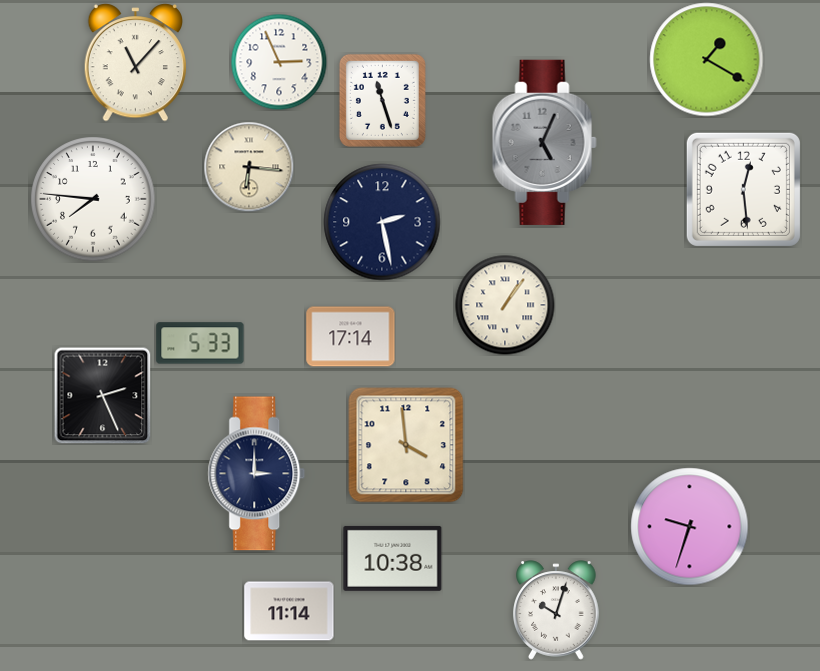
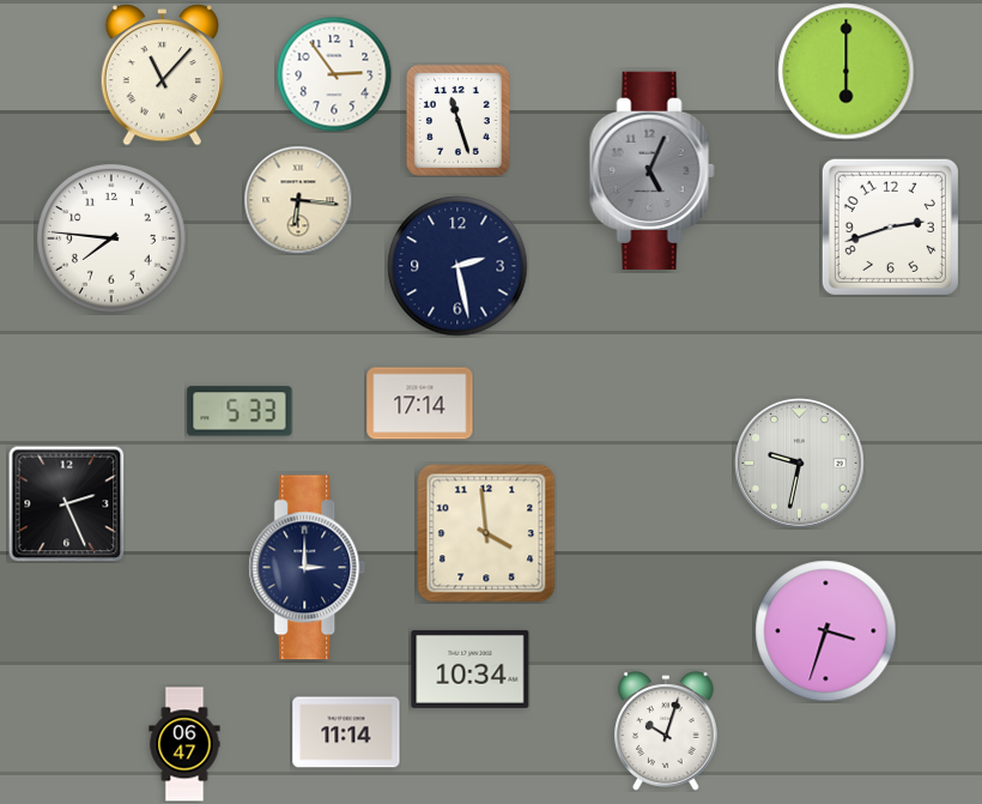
clock at (707, 60): 1:20 -> 6:00
clock at (279, 62): 2:56 -> 2:54
clock at (743, 189): 12:29 -> 2:42
clock at (505, 305): 1:06 -> none
clock at (800, 464): none -> 9:32
clock at (102, 395) position: (102, 395) -> (66, 503)
clock at (690, 527): 9:33 -> 3:33
clock at (393, 558): 10:38 -> 10:34
clock at (184, 744): none -> 06:47
